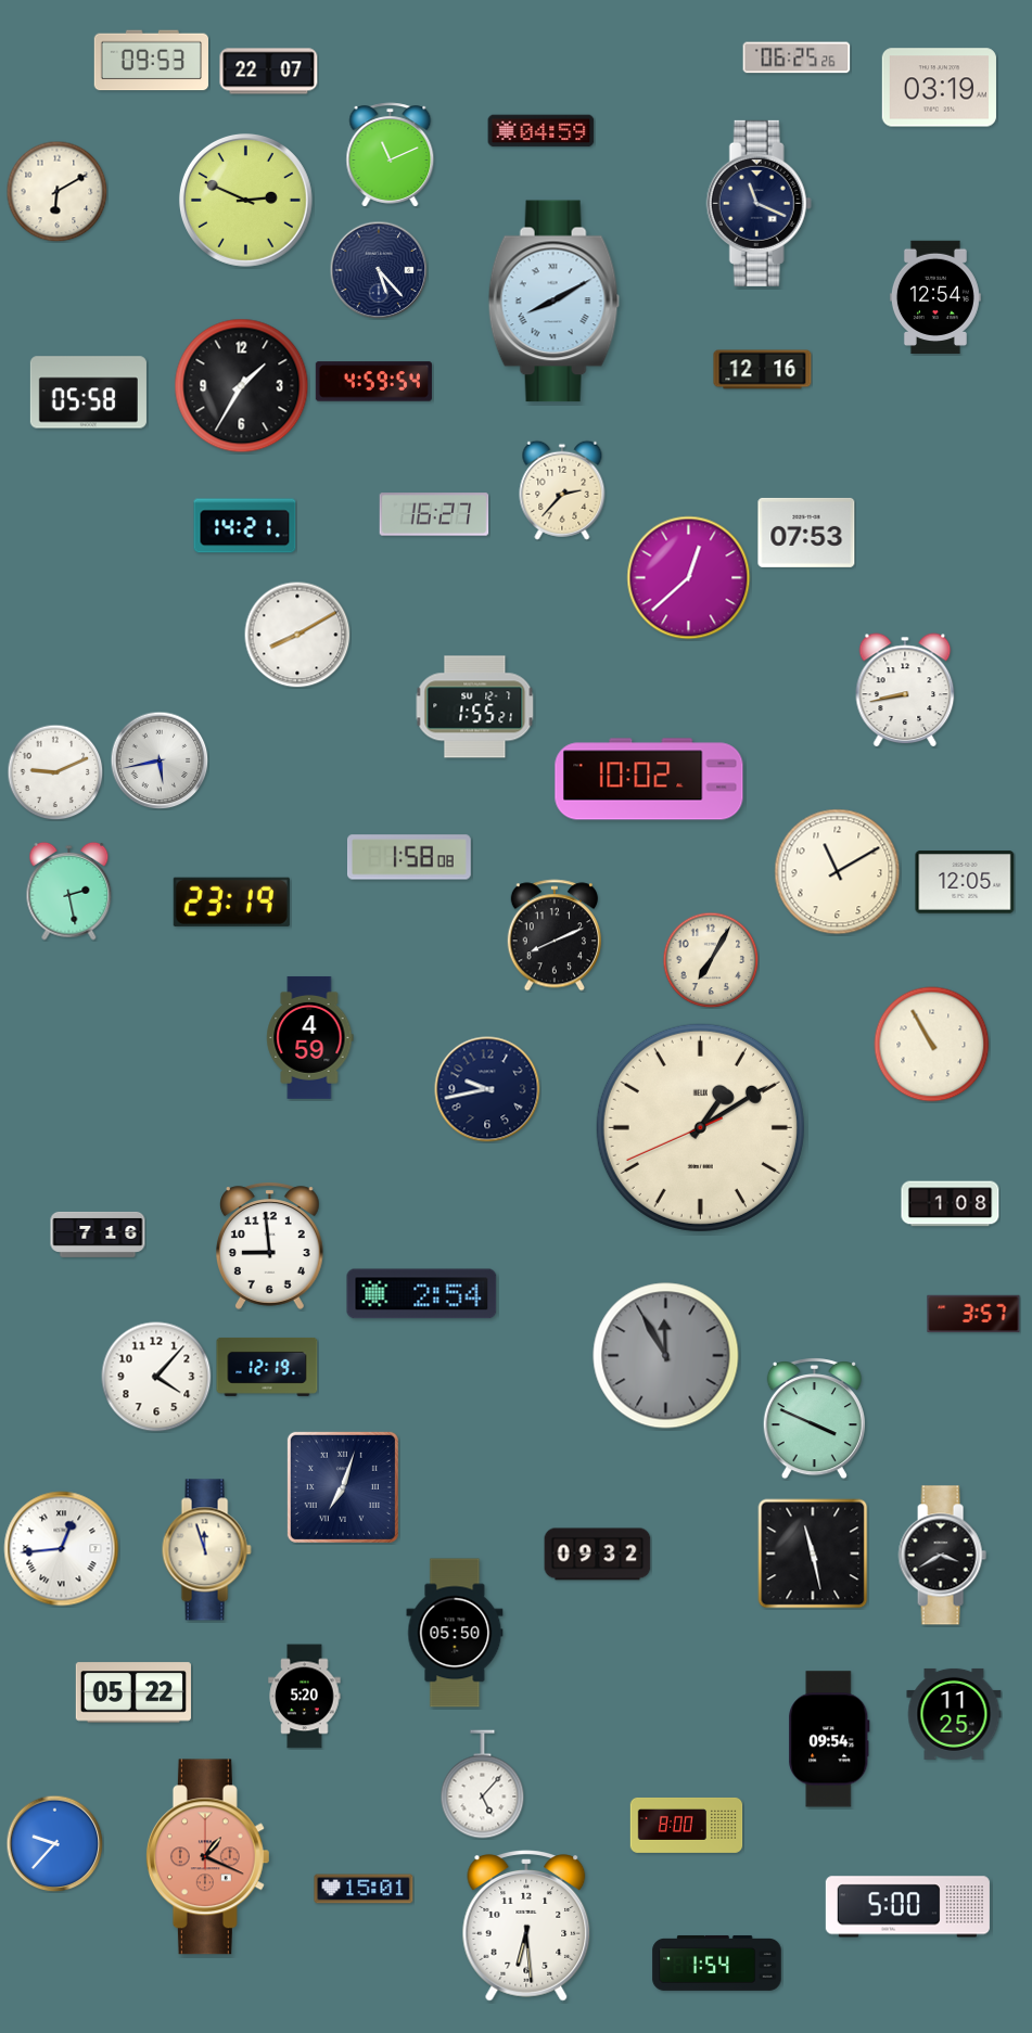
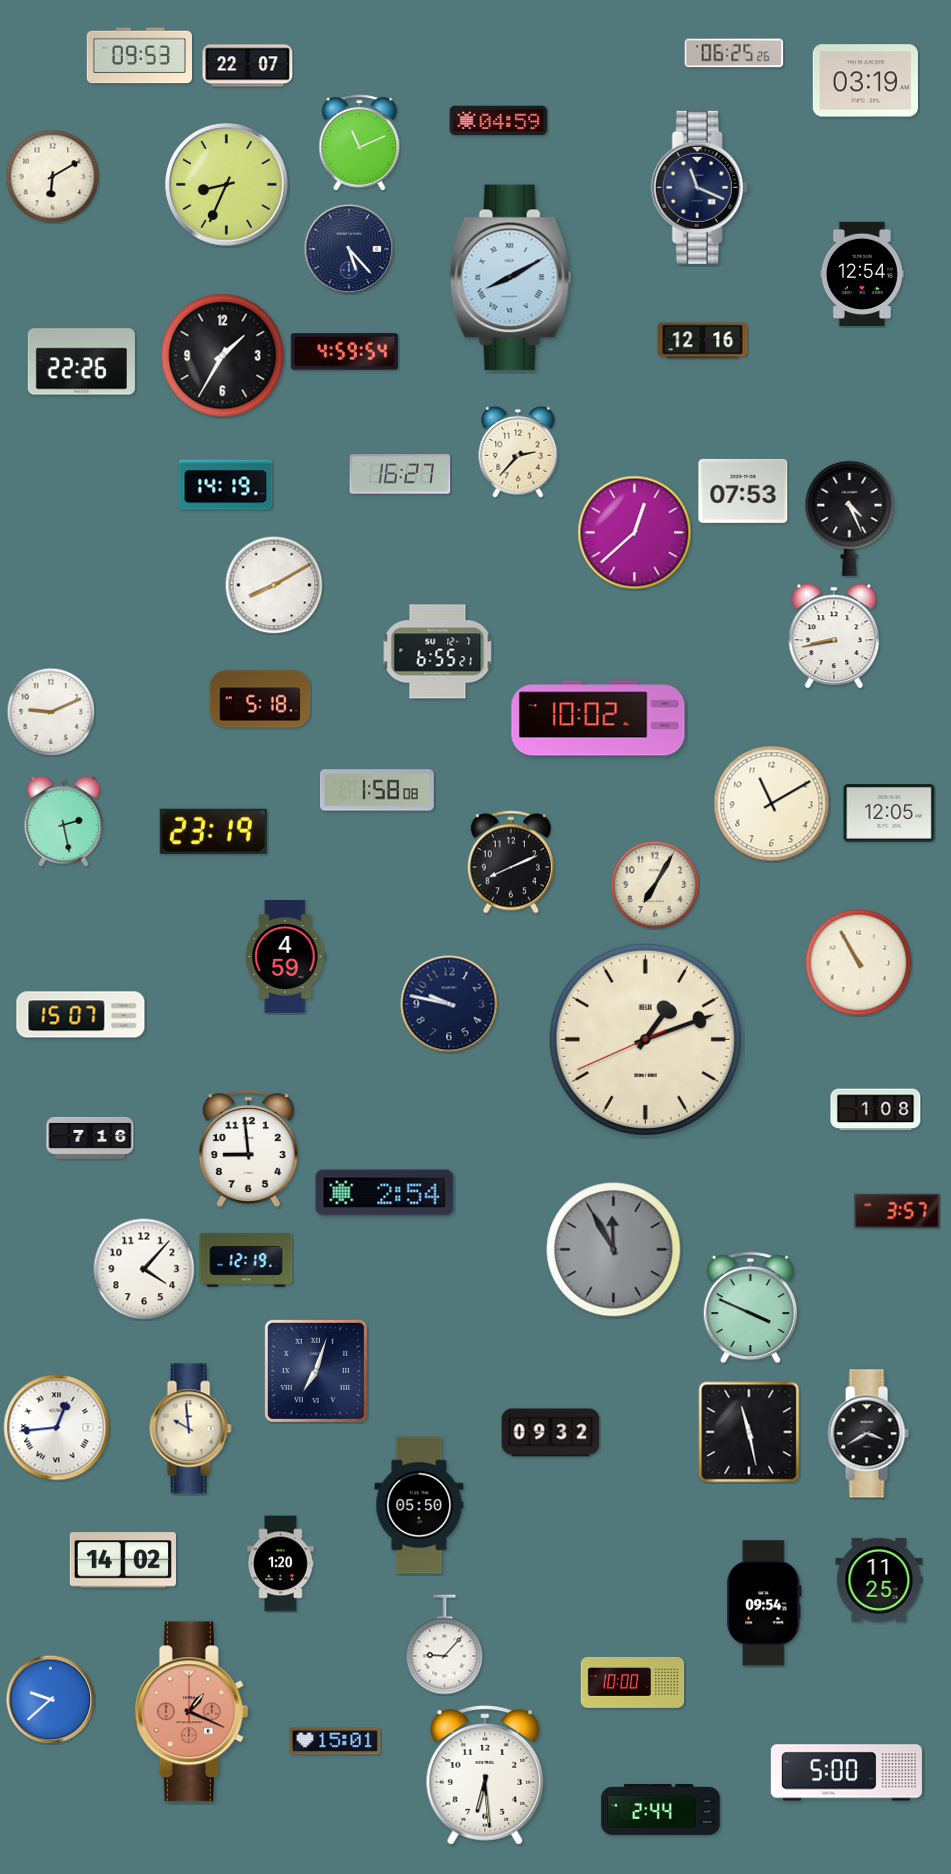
clock at (245, 200): 2:49 -> 8:34
clock at (88, 393): 05:58 -> 22:26
clock at (245, 526): 14:21 -> 14:19
clock at (850, 518): none -> 4:26
clock at (475, 707): 1:55 -> 6:55
clock at (260, 699): none -> 5:18
clock at (160, 760): 5:43 -> none
clock at (487, 1089): 9:43 -> 9:47
clock at (81, 1015): none -> 15:07
clock at (700, 1127): 1:09 -> 1:11
clock at (422, 1294) position: (422, 1294) -> (385, 1193)
clock at (206, 1550): 11:57 -> 9:59
clock at (133, 1692): 05:22 -> 14:02
clock at (305, 1697): 5:20 -> 1:20
clock at (483, 1785): 5:07 -> 9:07
clock at (687, 1825): 8:00 -> 10:00
clock at (54, 1843): 9:37 -> 9:38
clock at (907, 1907) position: (907, 1907) -> (846, 1773)
clock at (717, 1962): 1:54 -> 2:44
